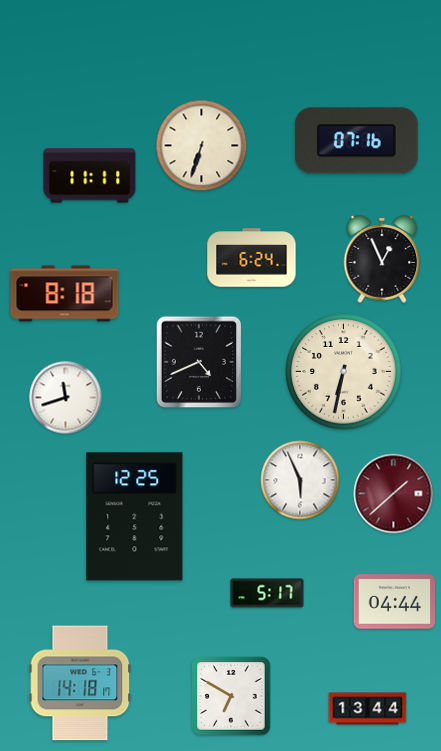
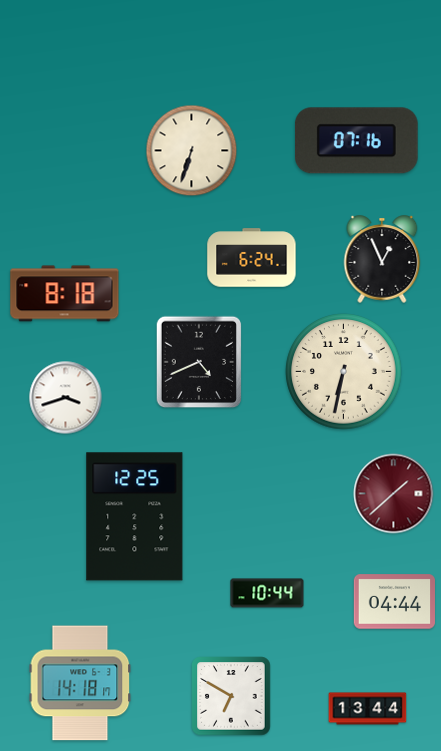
clock at (202, 146) position: (202, 146) -> (192, 151)
clock at (90, 176): 11:11 -> none
clock at (66, 398): 11:42 -> 3:42
clock at (300, 480): 5:56 -> none
clock at (267, 593): 5:17 -> 10:44
